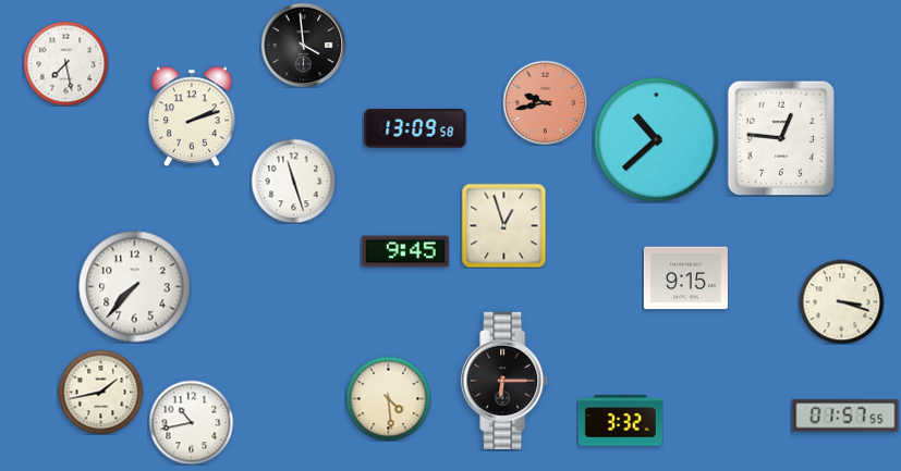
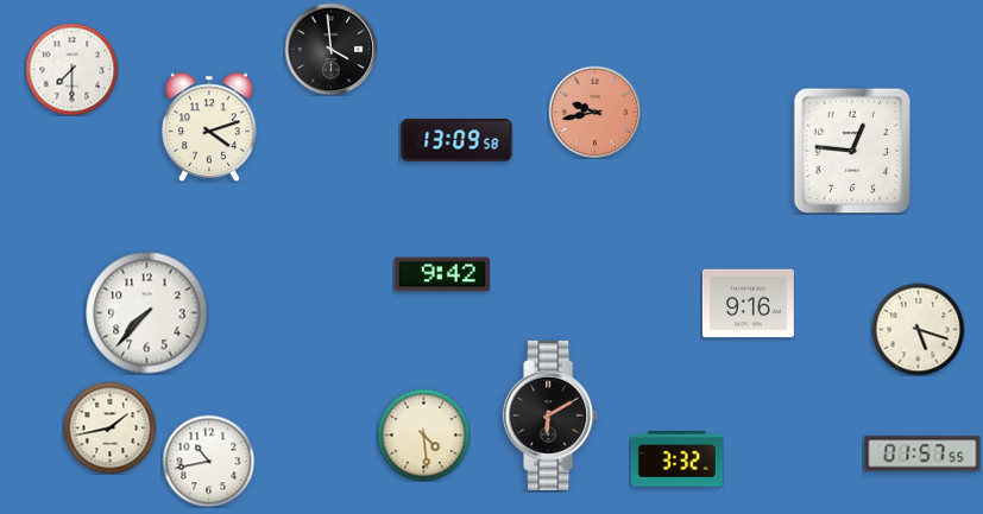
clock at (65, 63): 7:28 -> 7:30
clock at (193, 116): 2:12 -> 4:12
clock at (415, 129) position: (415, 129) -> (456, 141)
clock at (657, 140): 10:38 -> none
clock at (293, 181): 11:27 -> none
clock at (503, 225): 12:57 -> none
clock at (405, 251): 9:45 -> 9:42
clock at (685, 278): 9:15 -> 9:16
clock at (841, 301): 3:18 -> 5:18
clock at (506, 381): 6:15 -> 6:10
